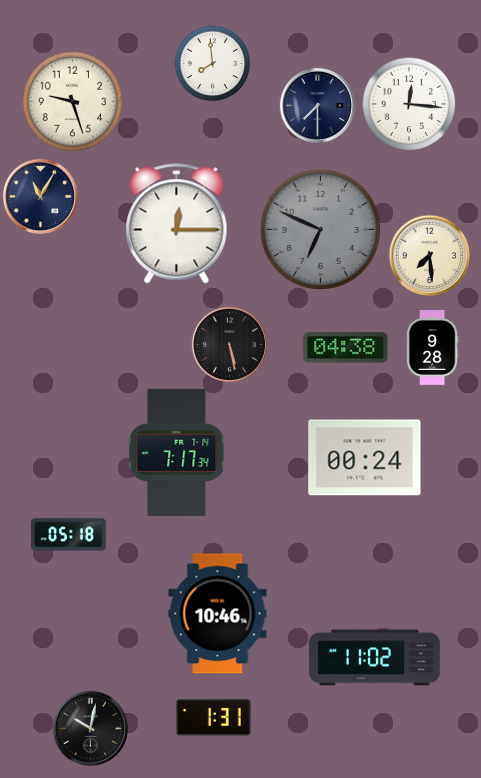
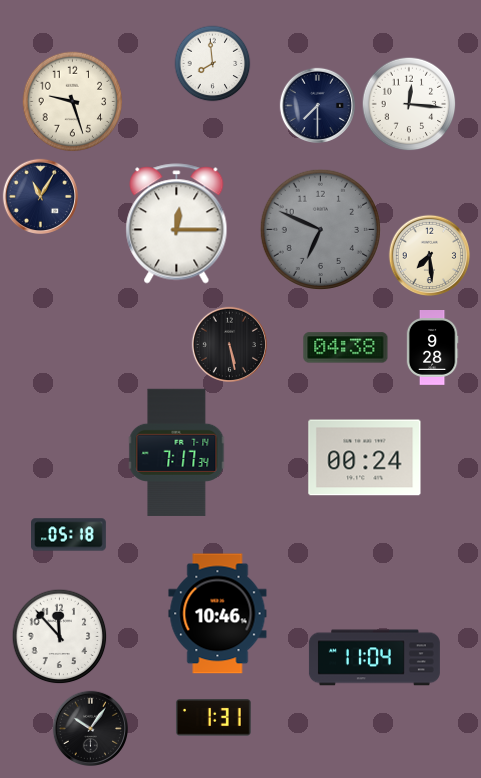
clock at (60, 637): none -> 11:53
clock at (374, 658): 11:02 -> 11:04
clock at (90, 728): 10:02 -> 10:06
